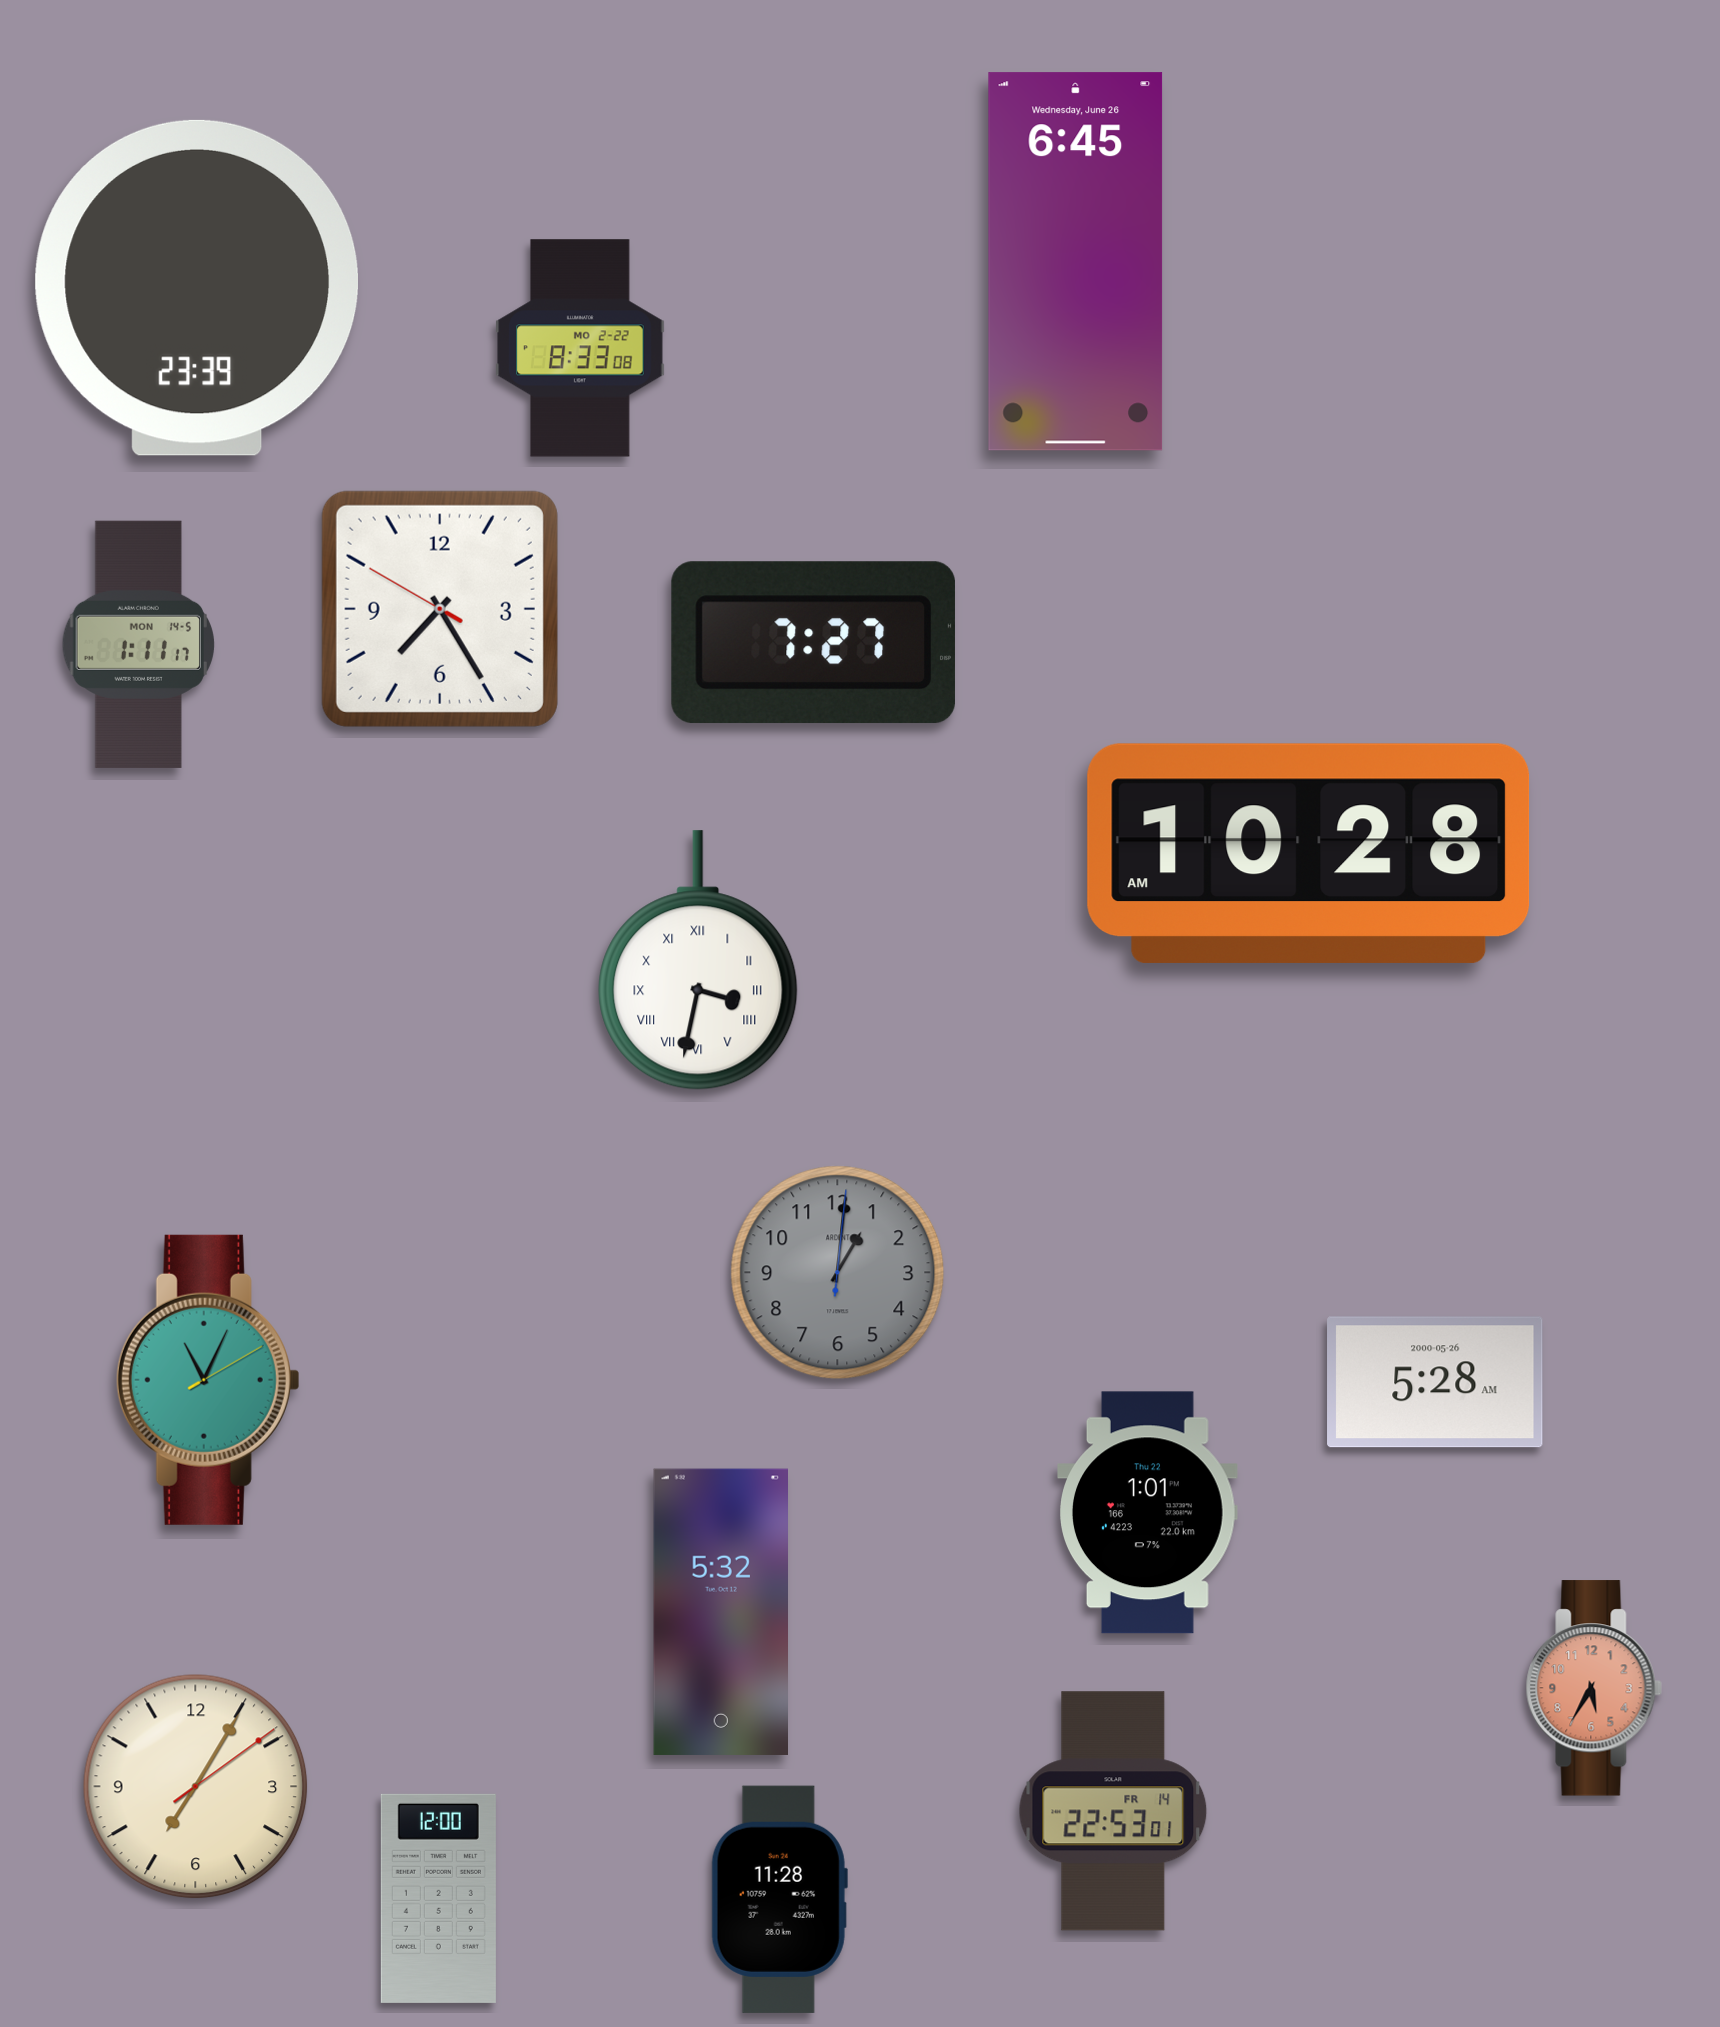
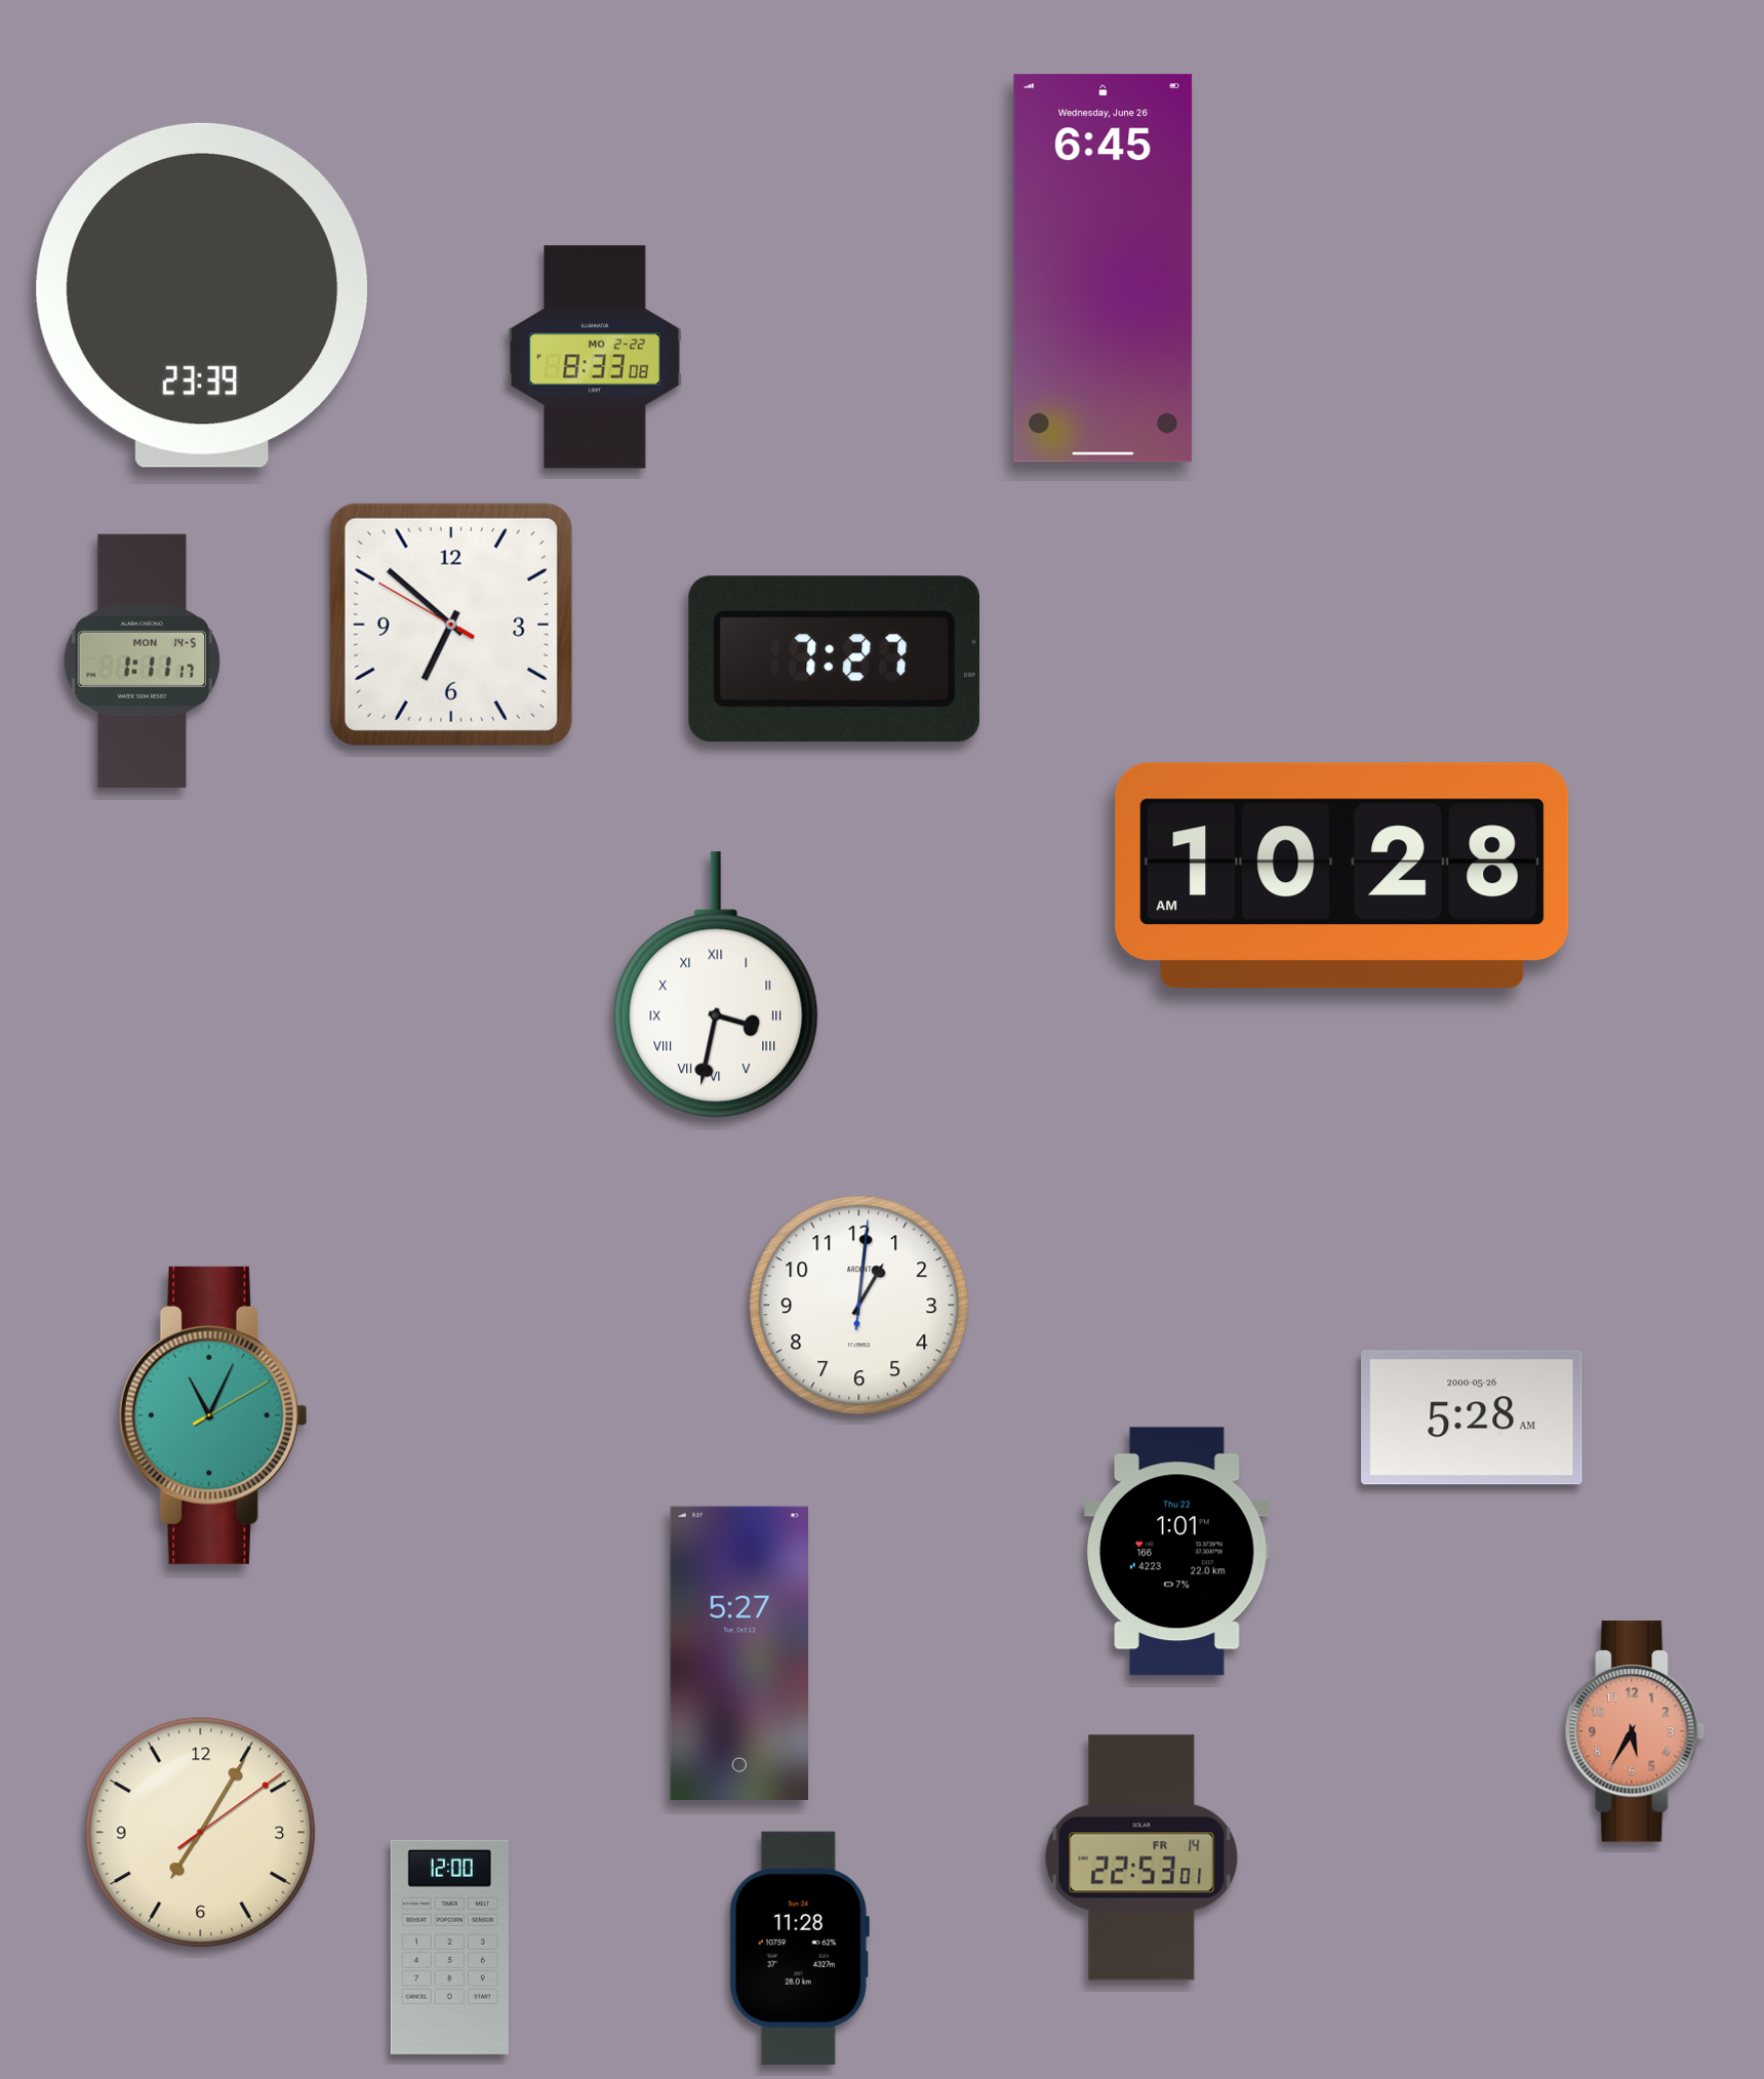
clock at (440, 609): 7:24 -> 6:51
clock at (838, 1273) dial: grey -> white
clock at (720, 1612): 5:32 -> 5:27
